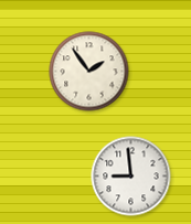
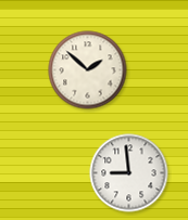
clock at (89, 72): 1:54 -> 1:52
